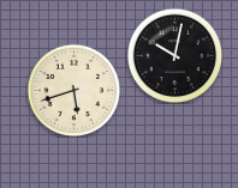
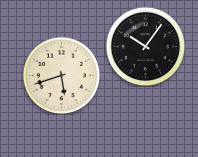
clock at (174, 55): 10:02 -> 10:06
